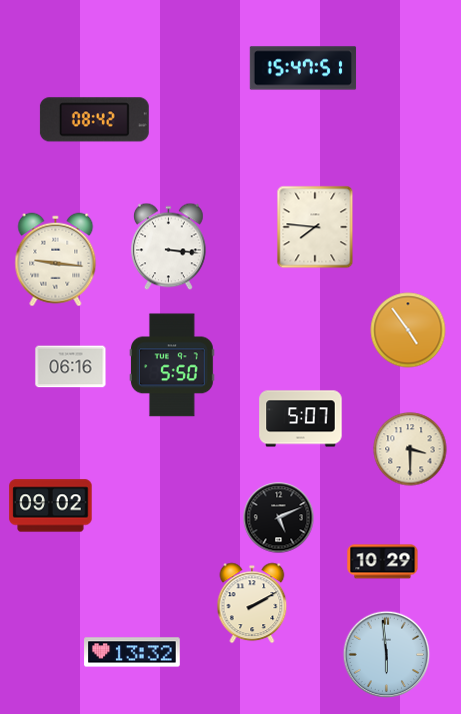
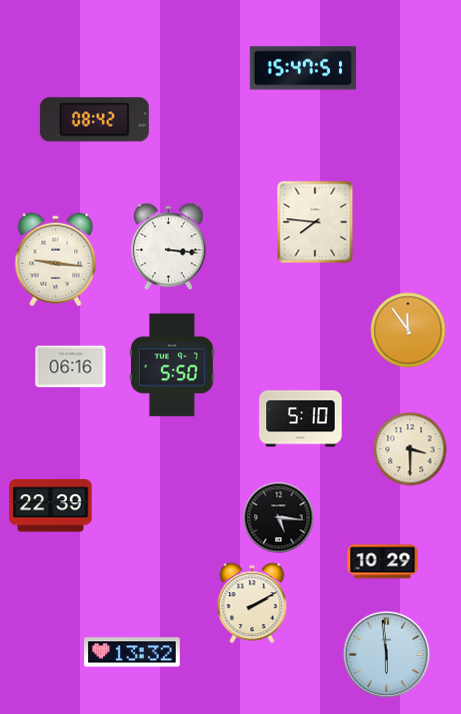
clock at (315, 227) position: (315, 227) -> (315, 222)
clock at (408, 330): 4:54 -> 11:54
clock at (301, 419): 5:07 -> 5:10
clock at (51, 506): 09:02 -> 22:39
clock at (279, 518): 5:11 -> 5:16
